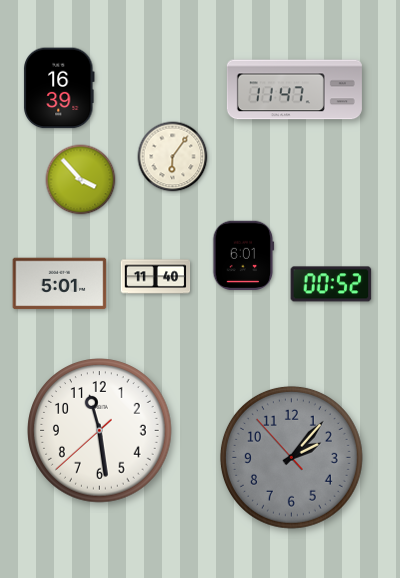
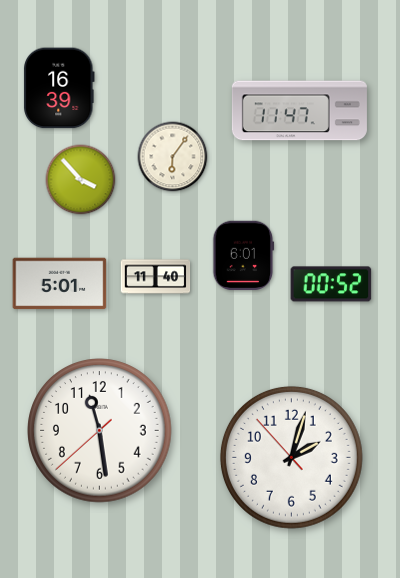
clock at (294, 90) position: (294, 90) -> (299, 111)
clock at (291, 457): 2:06 -> 2:02
clock at (291, 457) dial: grey -> white
